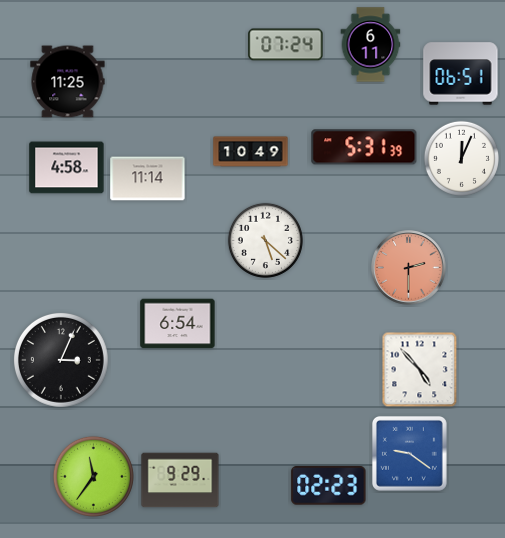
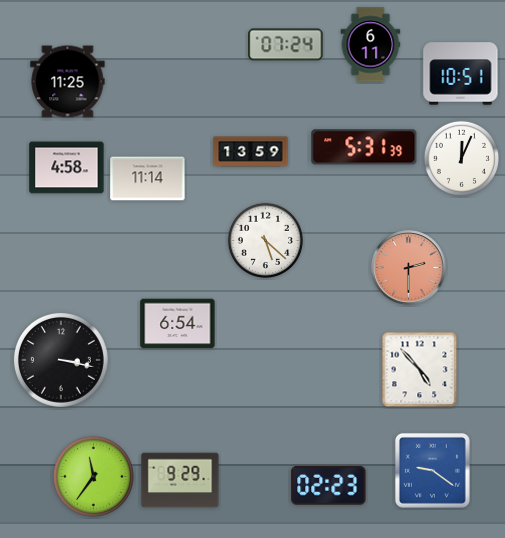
clock at (461, 74): 06:51 -> 10:51
clock at (251, 152): 10:49 -> 13:59
clock at (62, 361): 3:04 -> 3:17
clock at (409, 453) position: (409, 453) -> (432, 470)
